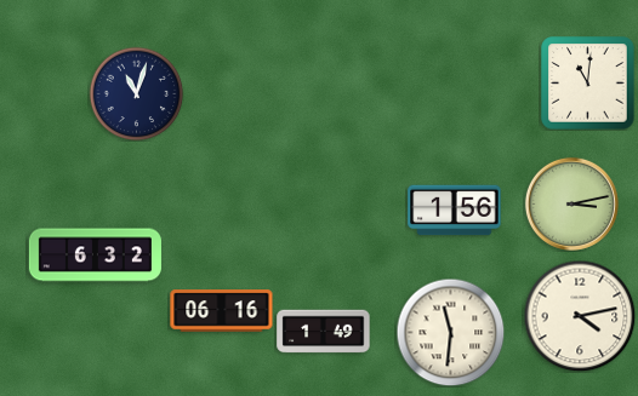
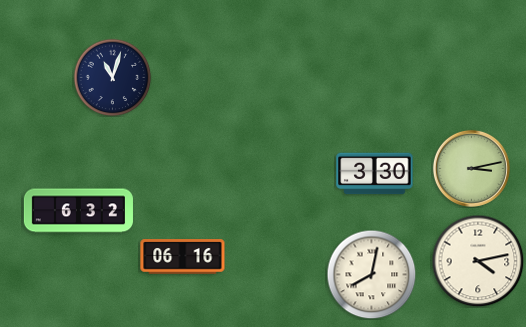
clock at (588, 84): 11:01 -> none
clock at (455, 211): 1:56 -> 3:30
clock at (324, 332): 1:49 -> none
clock at (450, 332): 11:31 -> 8:02
